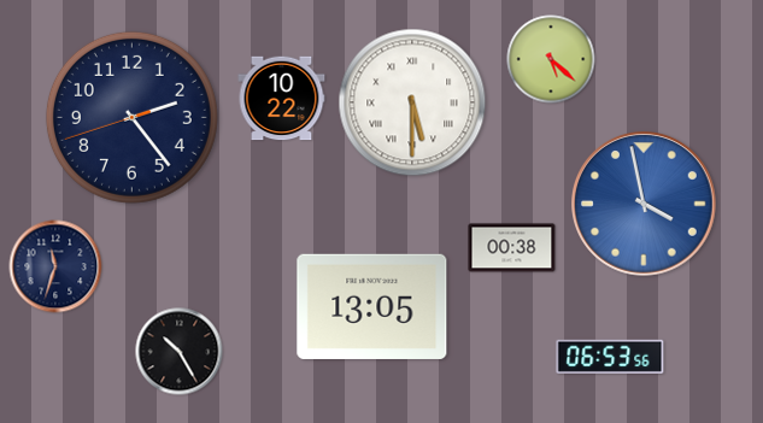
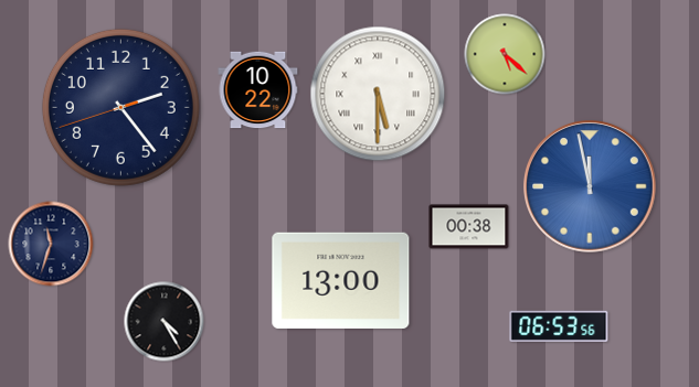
clock at (645, 205): 3:58 -> 11:58
clock at (372, 306): 13:05 -> 13:00
clock at (180, 352): 10:25 -> 4:25
